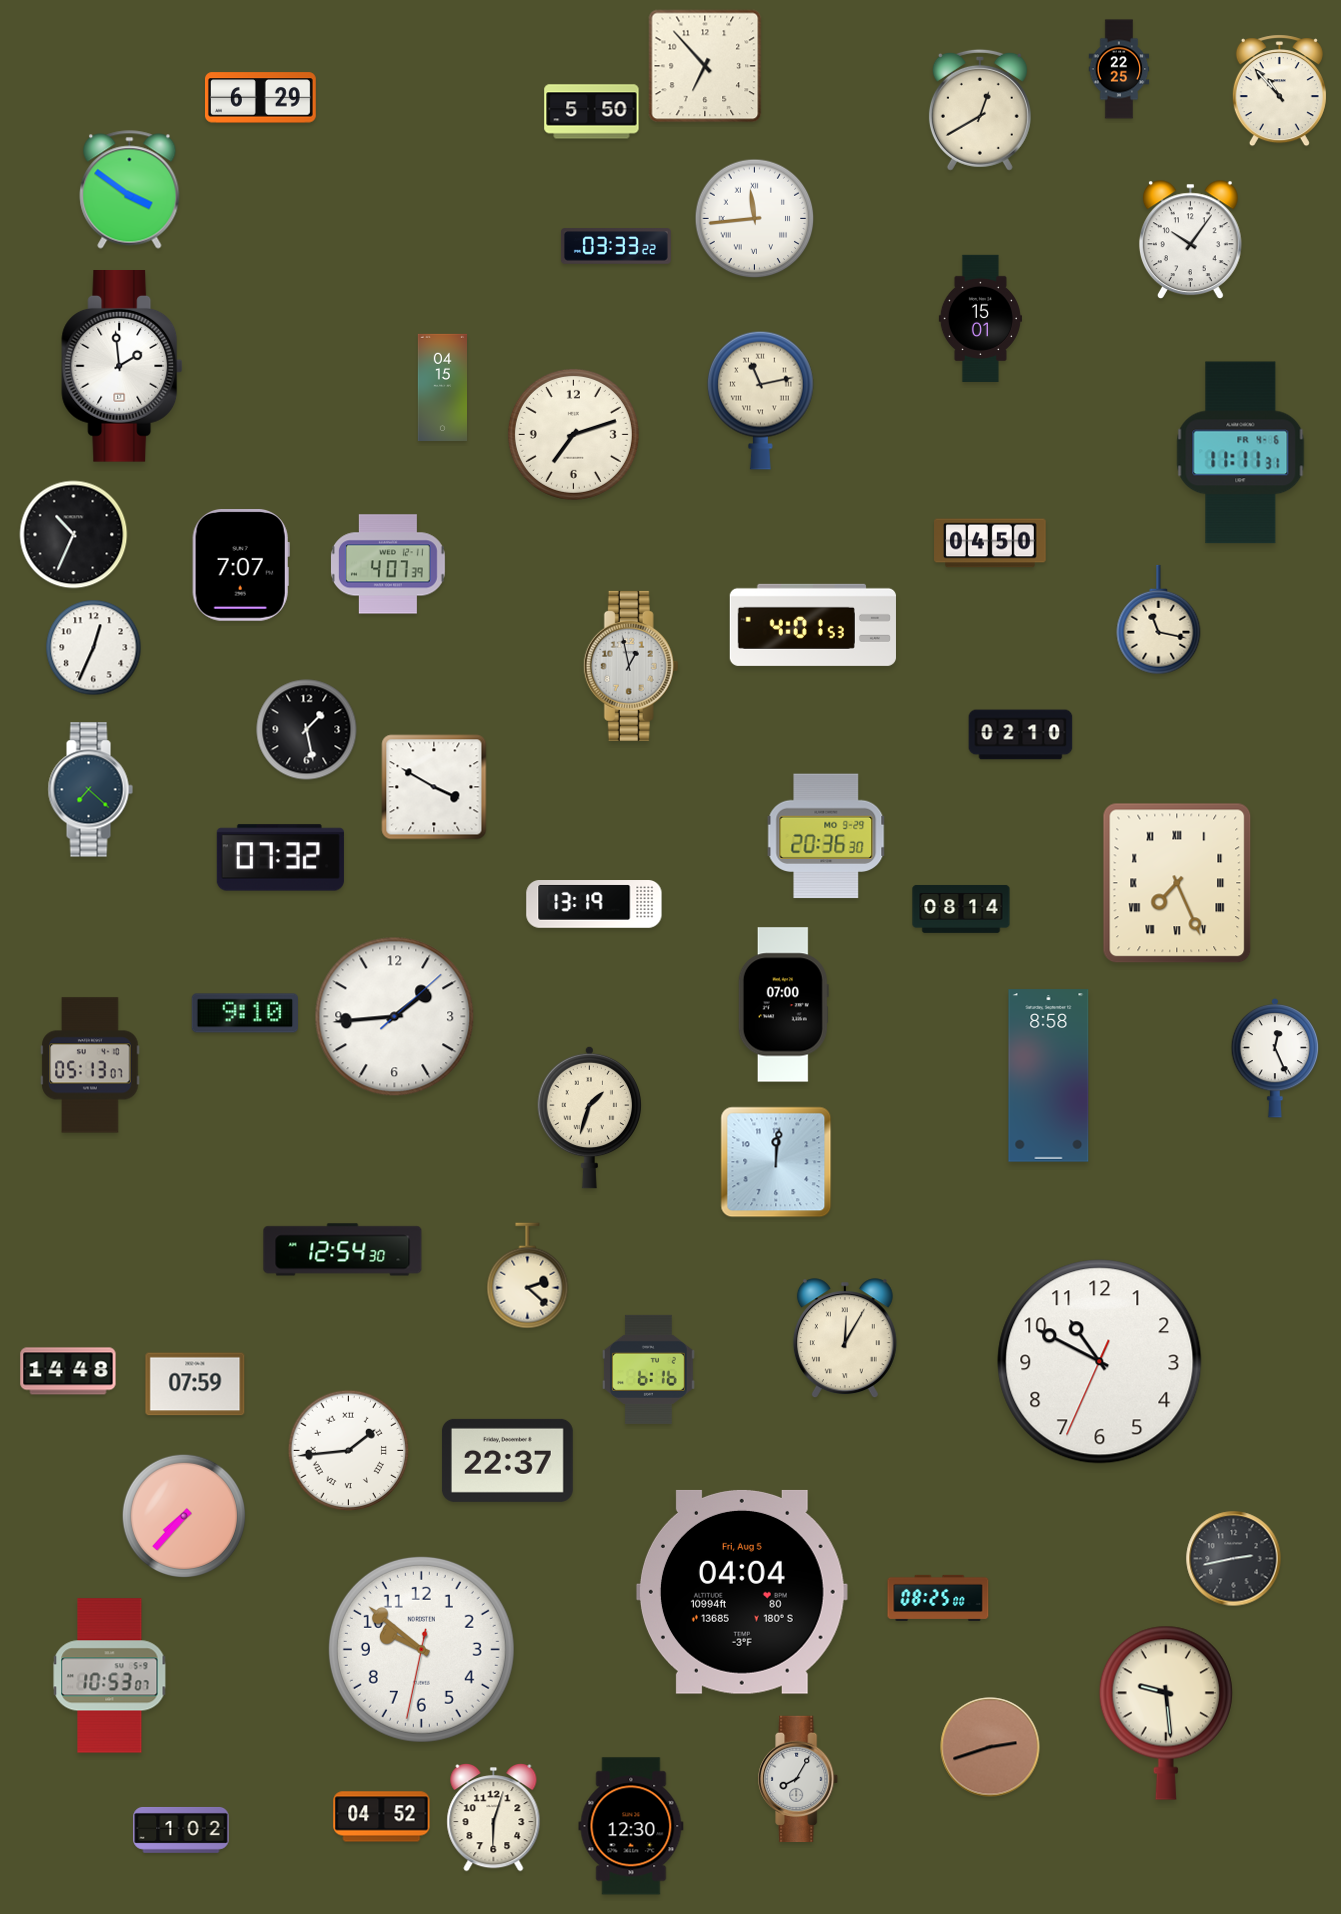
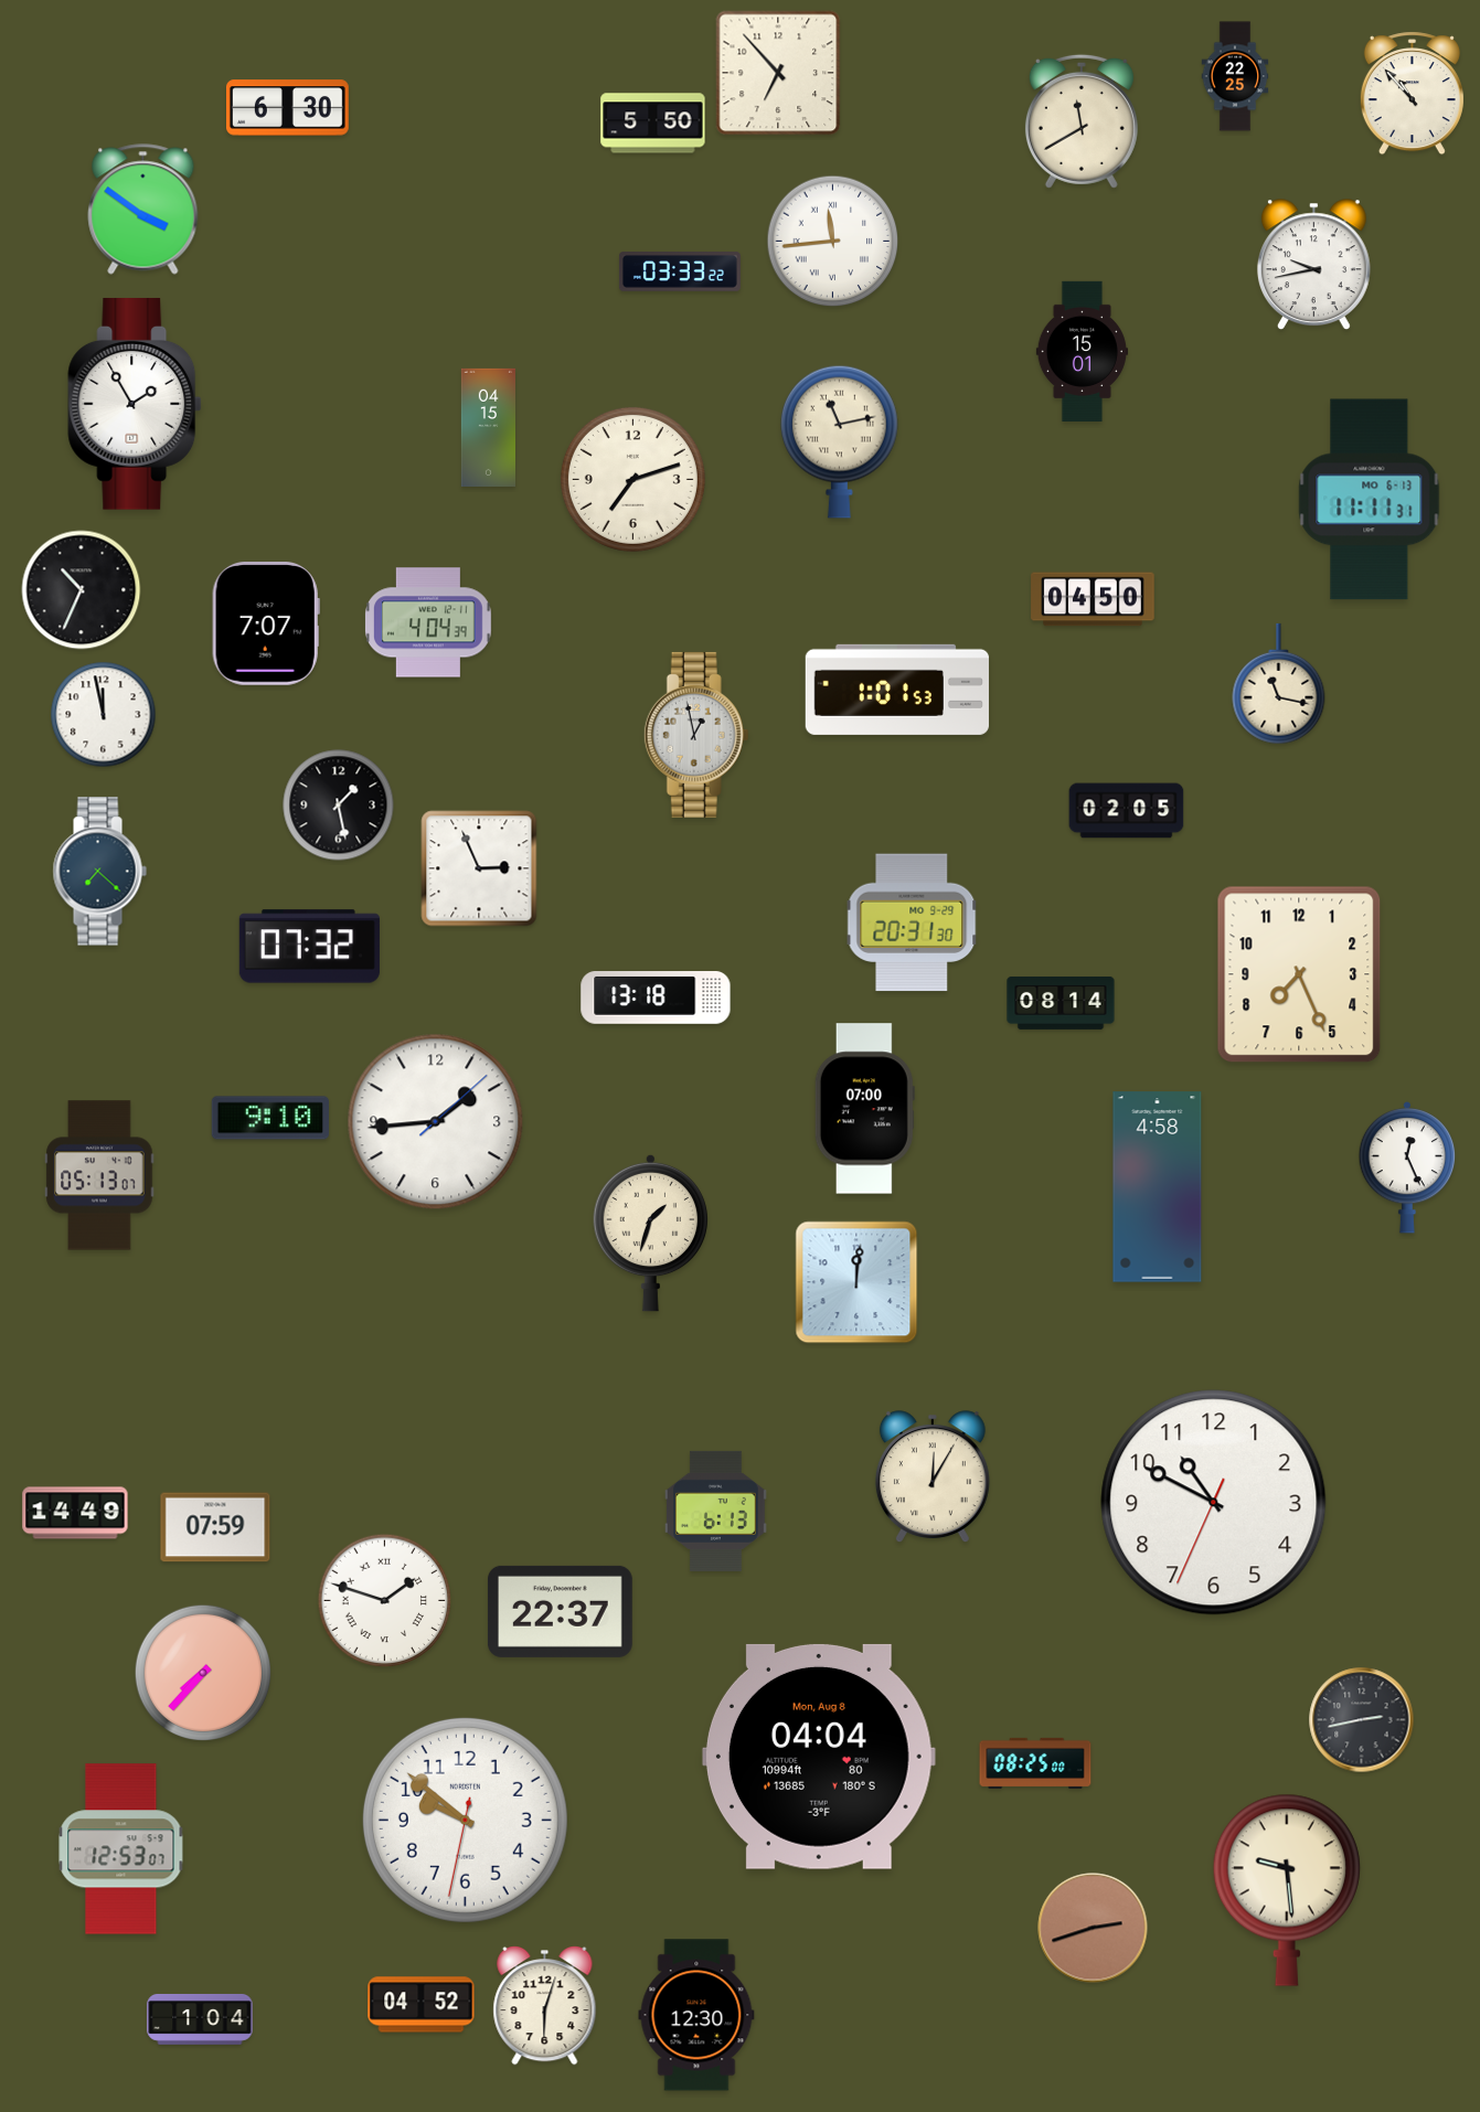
clock at (1279, 91) position: (1279, 91) -> (1412, 94)
clock at (261, 98): 6:29 -> 6:30
clock at (980, 110): 12:40 -> 11:40
clock at (1190, 239): 10:06 -> 9:43
clock at (122, 367): 1:59 -> 1:55
clock at (1241, 453) date: FR 4-6 -> MO 6-13
clock at (388, 564): 4:07 -> 4:04
clock at (813, 625): 4:01 -> 1:01
clock at (94, 648): 12:34 -> 11:58
clock at (1021, 735): 02:10 -> 02:05
clock at (434, 787): 3:50 -> 2:56
clock at (826, 836): 20:36 -> 20:31
clock at (1177, 883) numerals: Roman -> Arabic
clock at (594, 905): 13:19 -> 13:18
clock at (1049, 1076): 8:58 -> 4:58
clock at (343, 1250): 12:54 -> none
clock at (528, 1276): 2:22 -> none
clock at (649, 1369): 6:16 -> 6:13
clock at (68, 1371): 14:48 -> 14:49
clock at (349, 1451): 1:44 -> 1:48
clock at (742, 1592) date: Fri, Aug 5 -> Mon, Aug 8
clock at (110, 1676): 10:53 -> 12:53
clock at (799, 1778): 8:05 -> none
clock at (181, 1830): 1:02 -> 1:04
